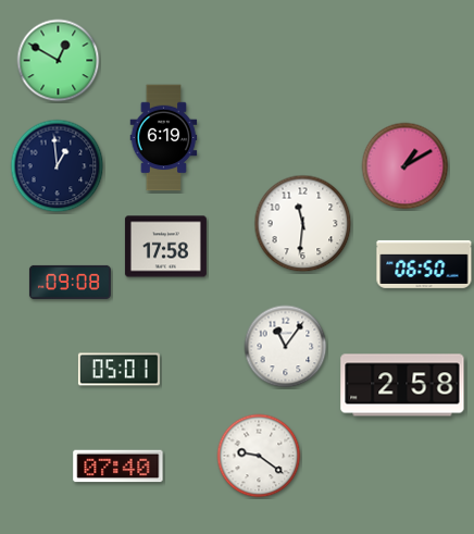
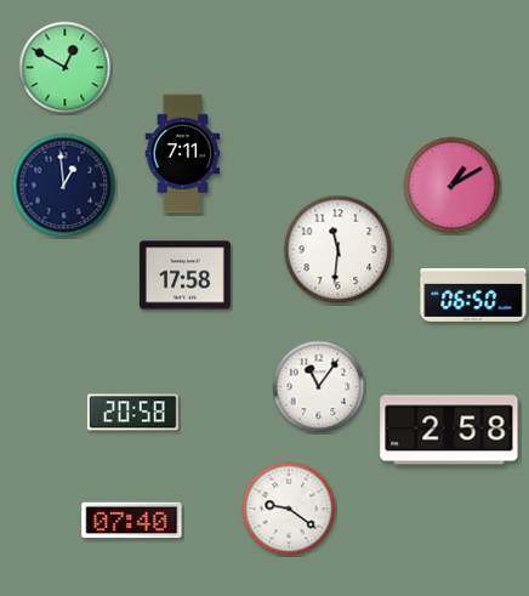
clock at (164, 138): 6:19 -> 7:11
clock at (70, 282): 09:08 -> none
clock at (118, 370): 05:01 -> 20:58
